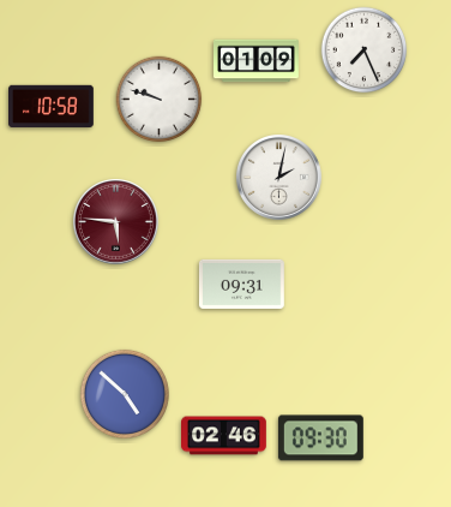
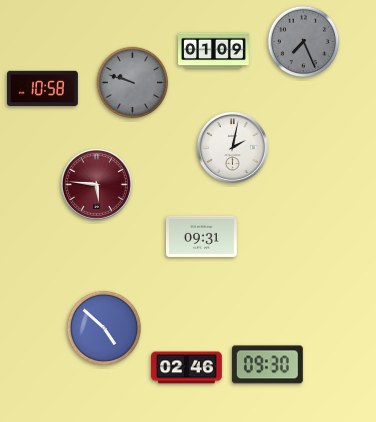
clock at (365, 50) dial: white -> grey
clock at (160, 100) dial: white -> grey
clock at (224, 436) position: (224, 436) -> (187, 368)
